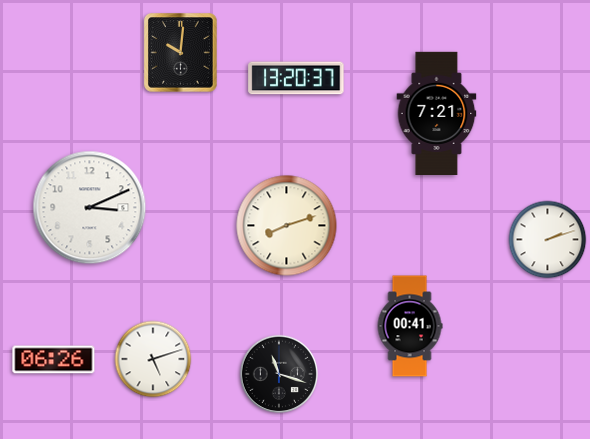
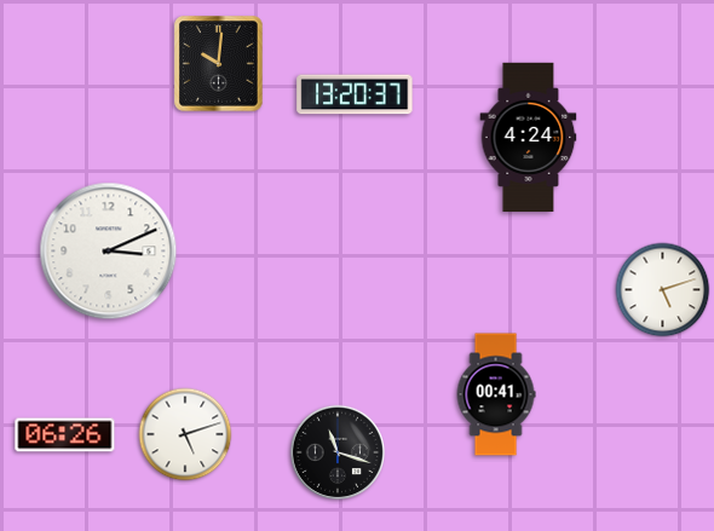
clock at (296, 78) position: (296, 78) -> (355, 94)
clock at (437, 113): 7:21 -> 4:24
clock at (287, 226): 8:12 -> none
clock at (548, 240): 2:12 -> 5:12
